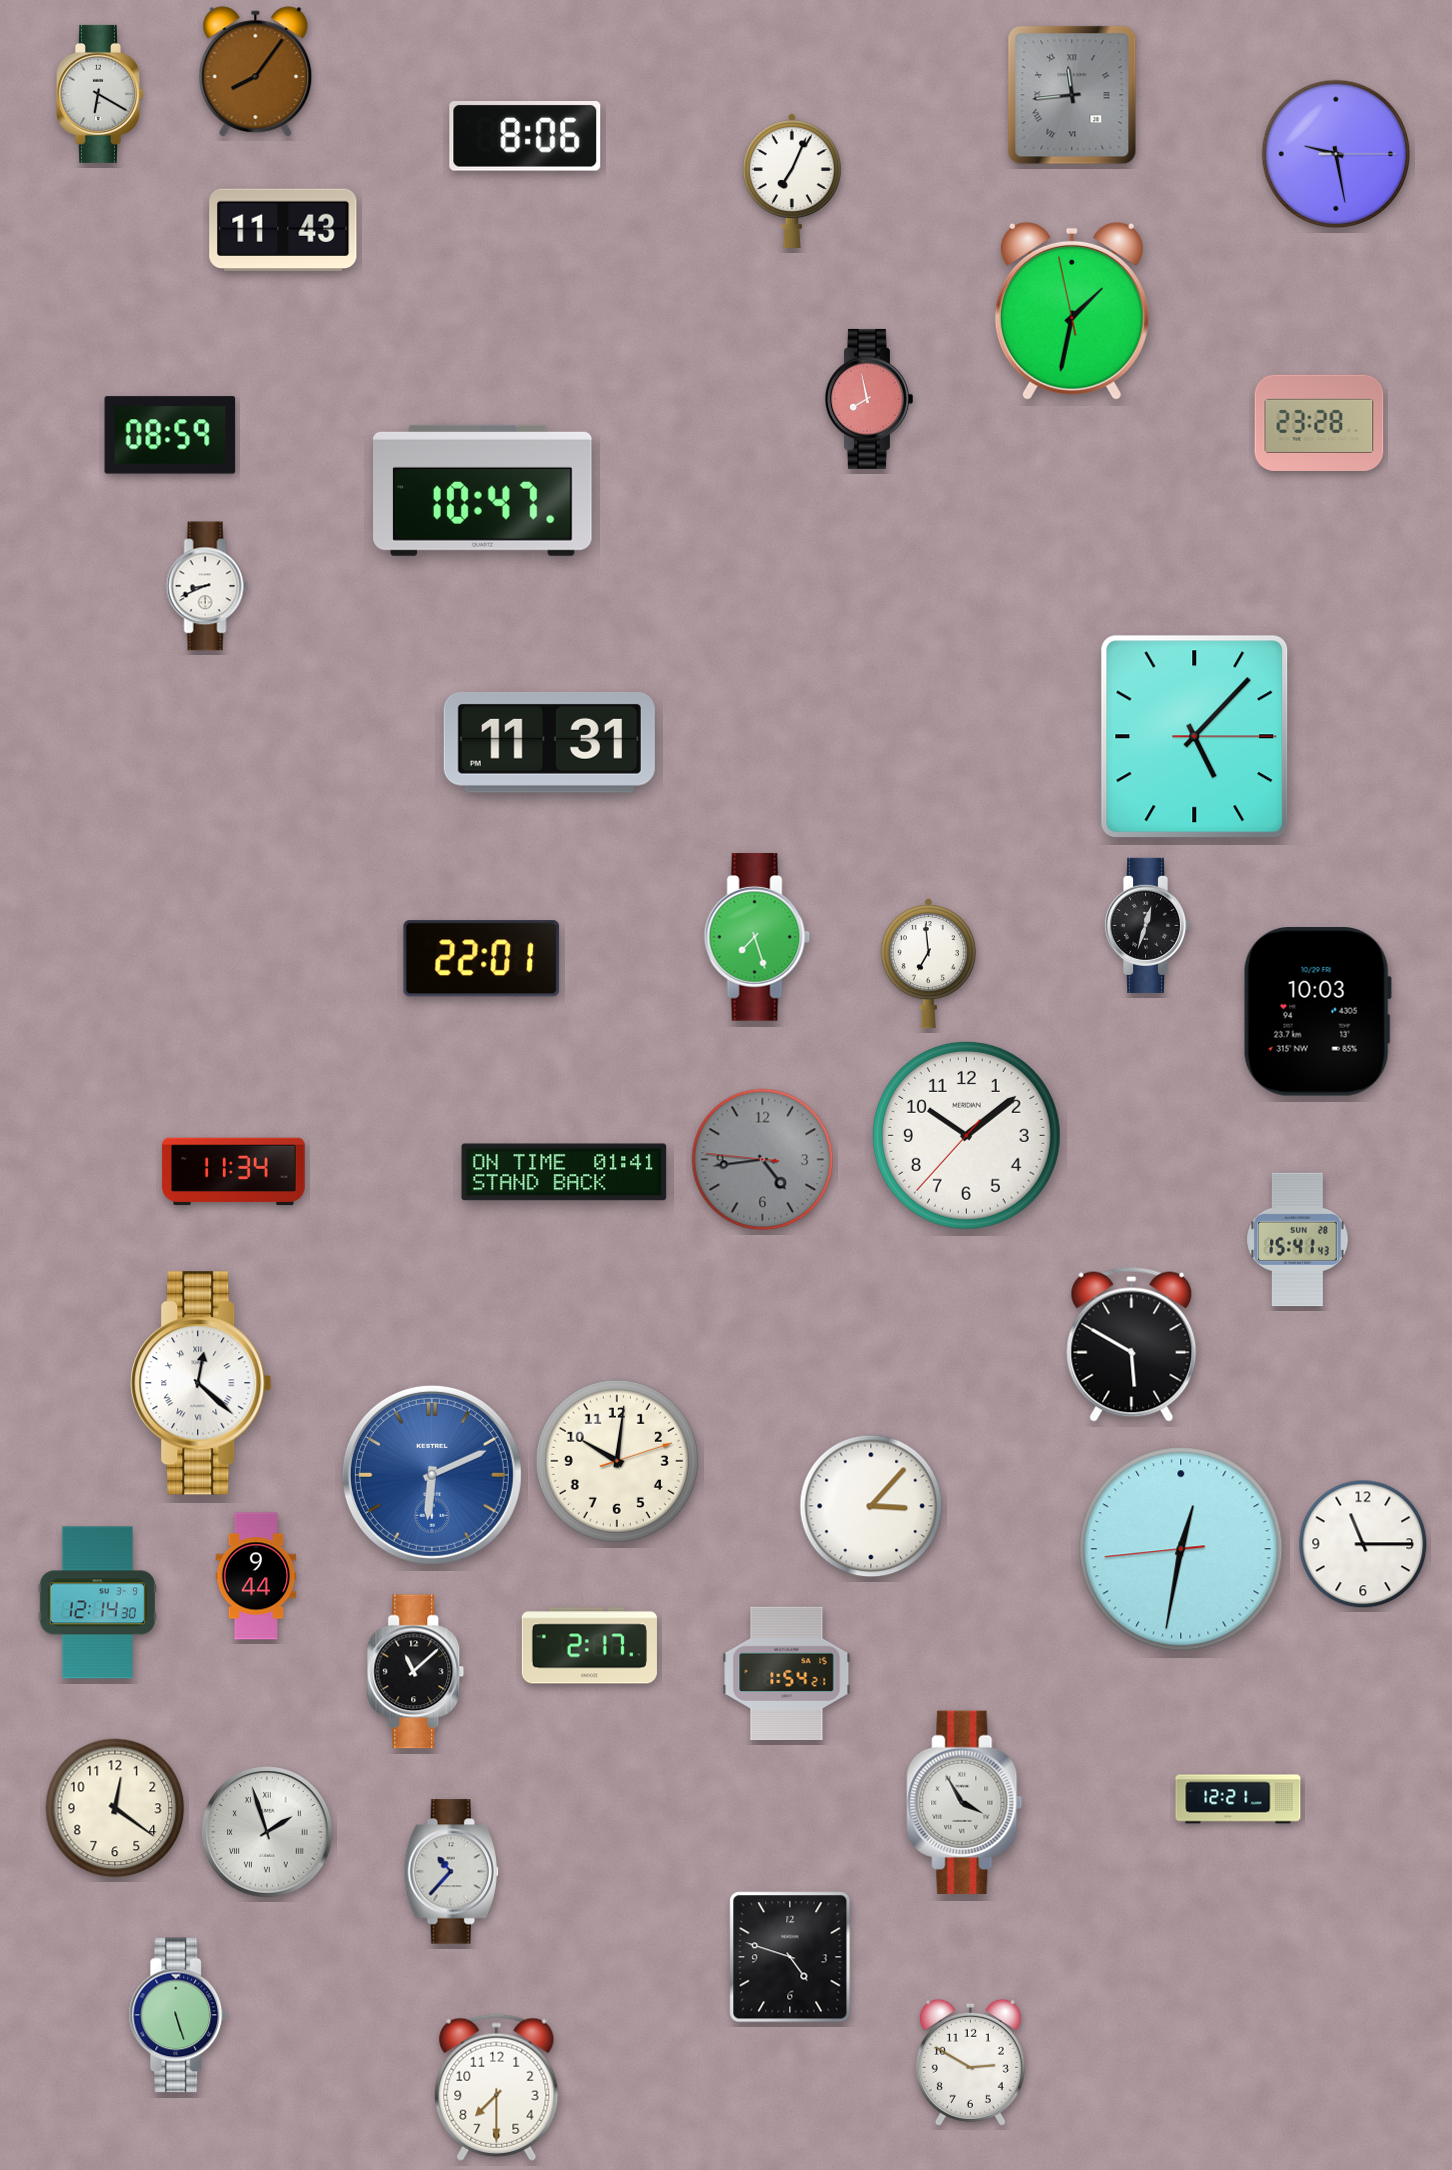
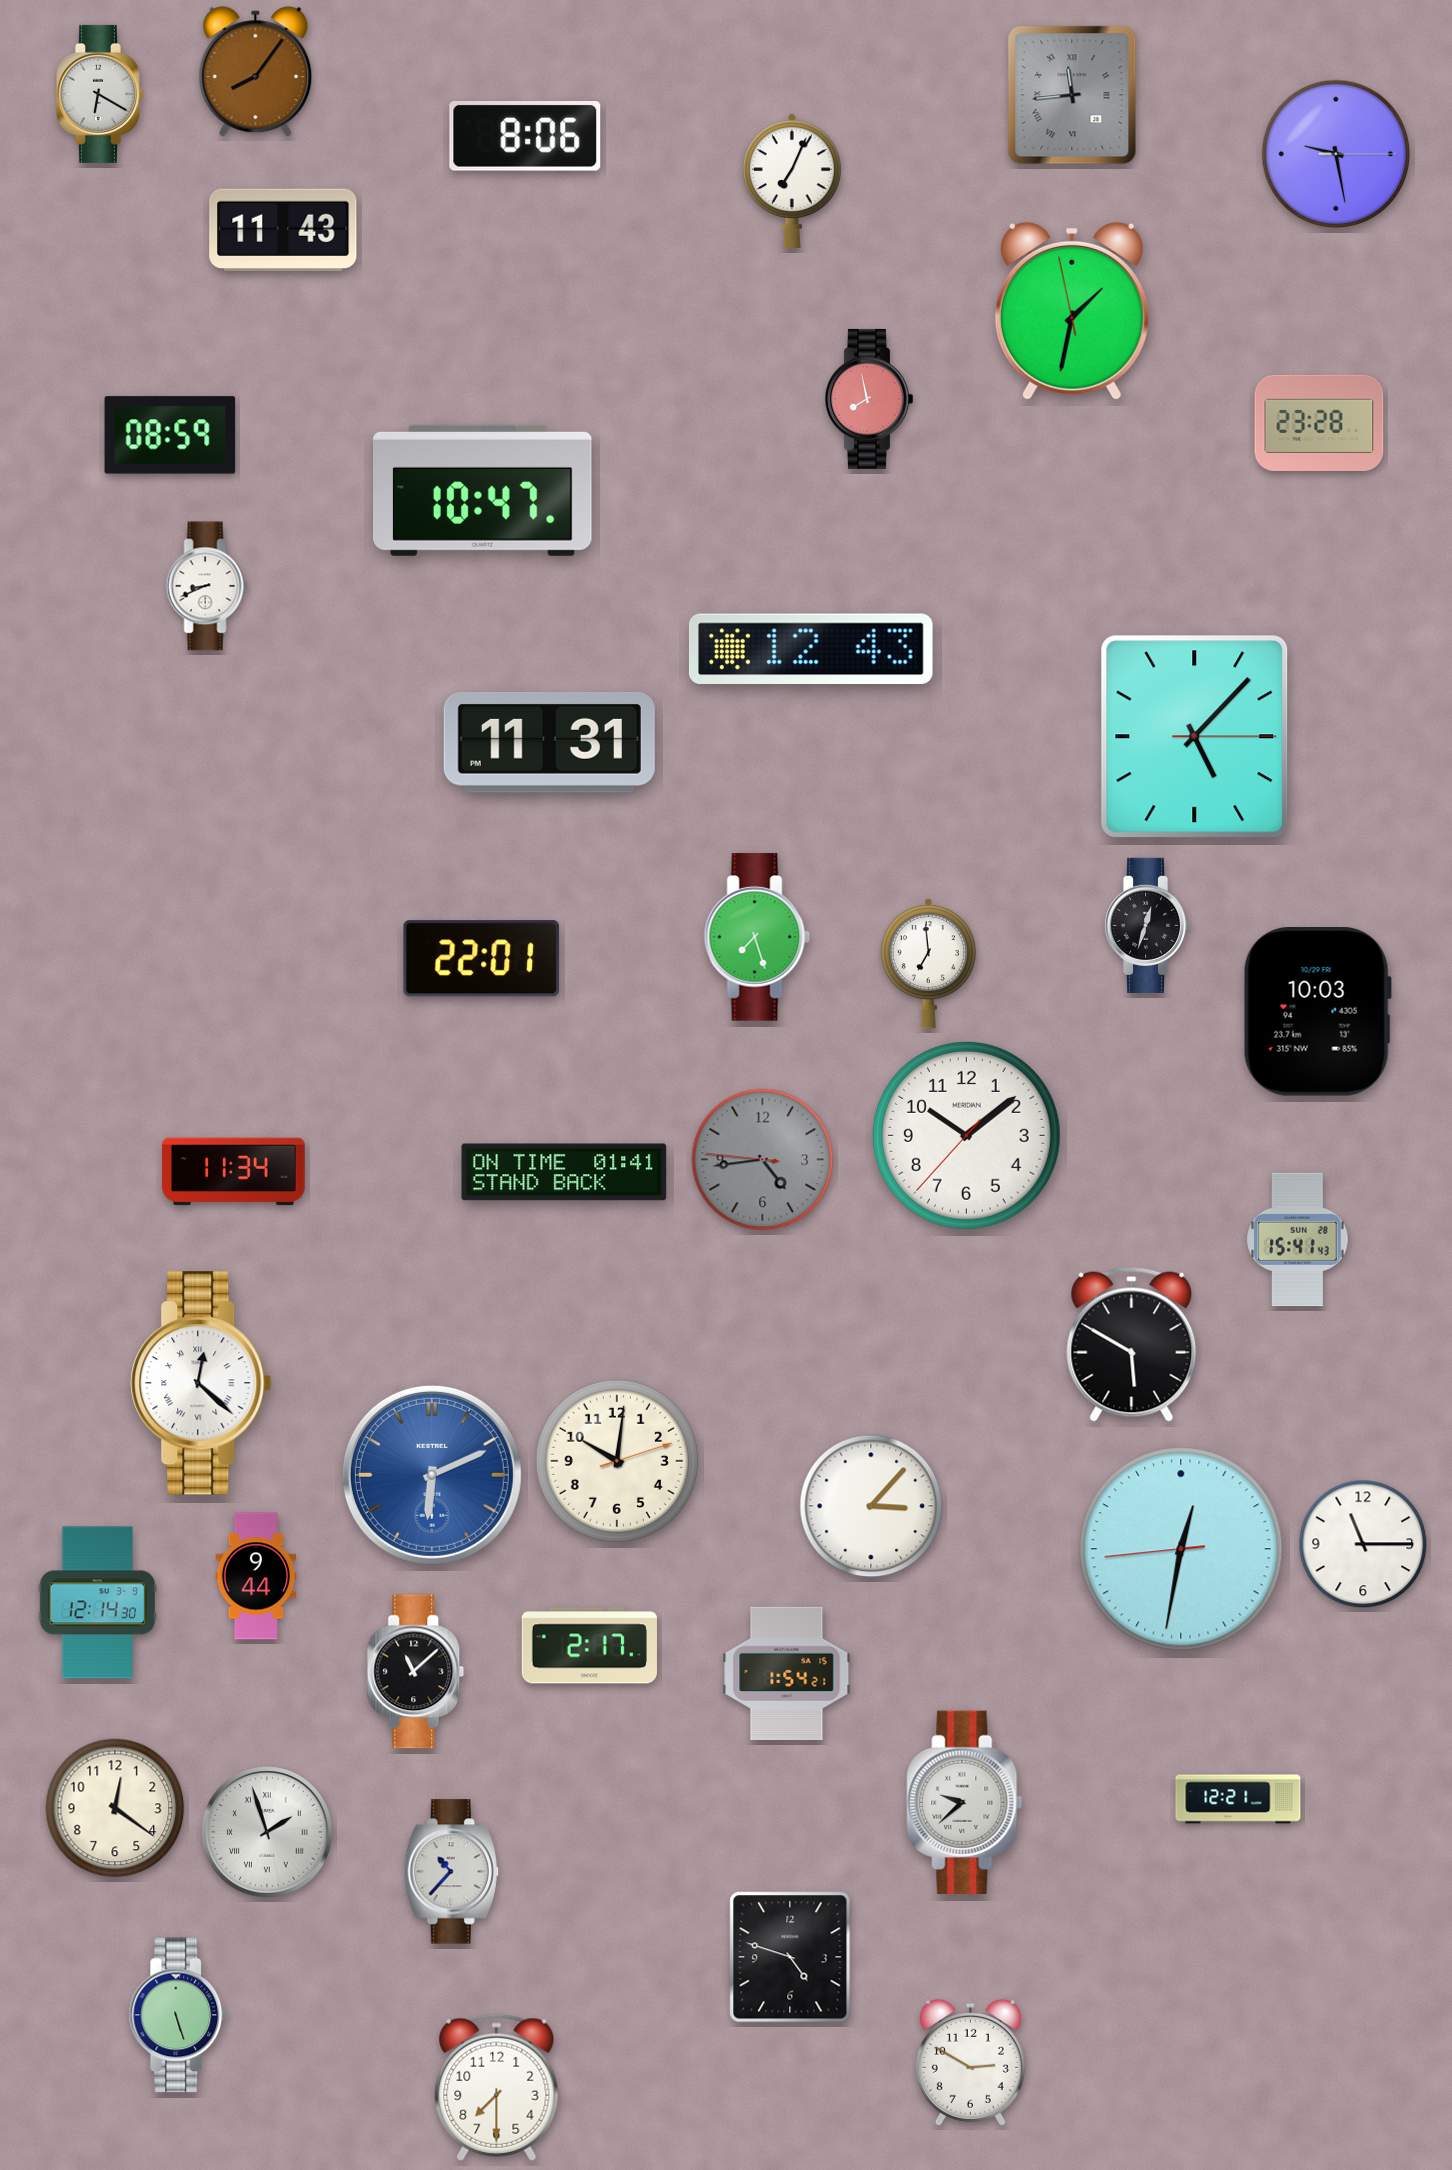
clock at (811, 648): none -> 12:43
clock at (965, 1802): 3:55 -> 9:38
